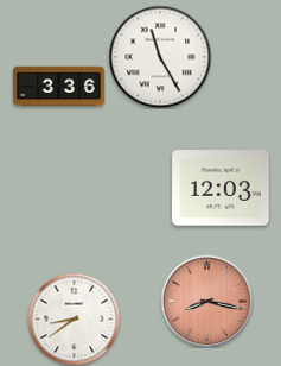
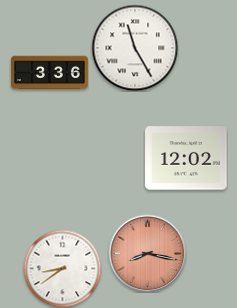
clock at (221, 188): 12:03 -> 12:02
clock at (206, 301) position: (206, 301) -> (147, 253)
